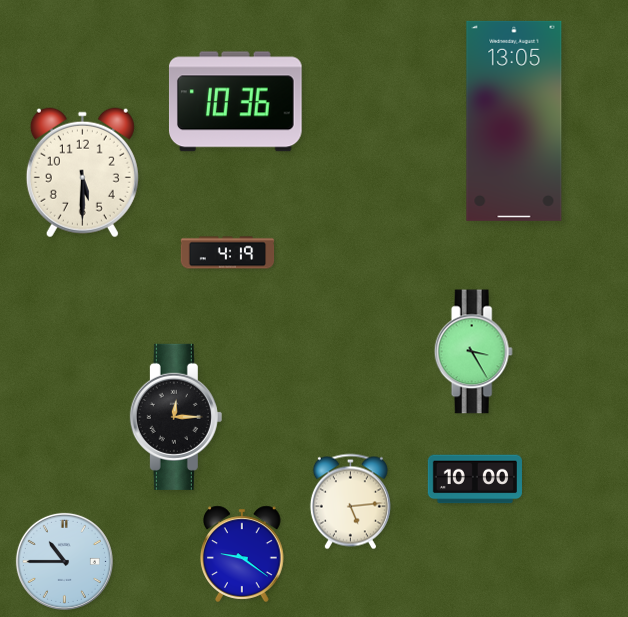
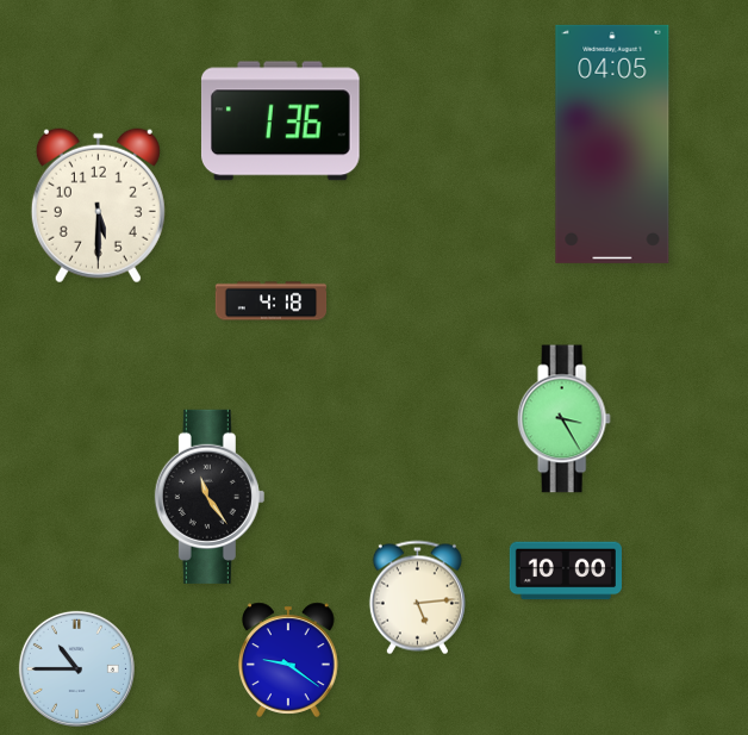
clock at (236, 102): 10:36 -> 1:36
clock at (514, 121): 13:05 -> 04:05
clock at (228, 253): 4:19 -> 4:18
clock at (176, 417): 12:15 -> 11:24
